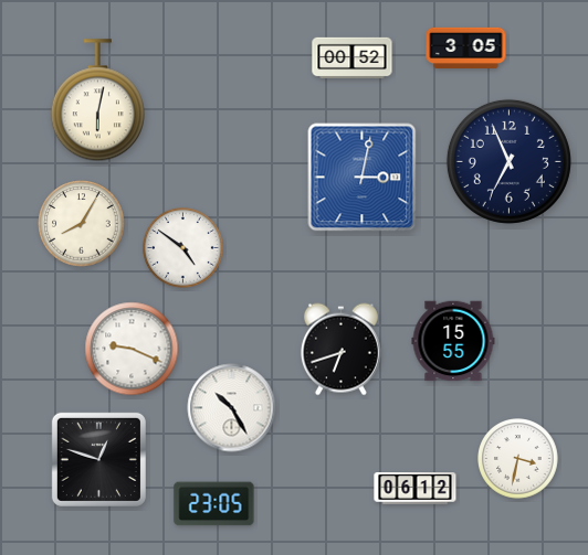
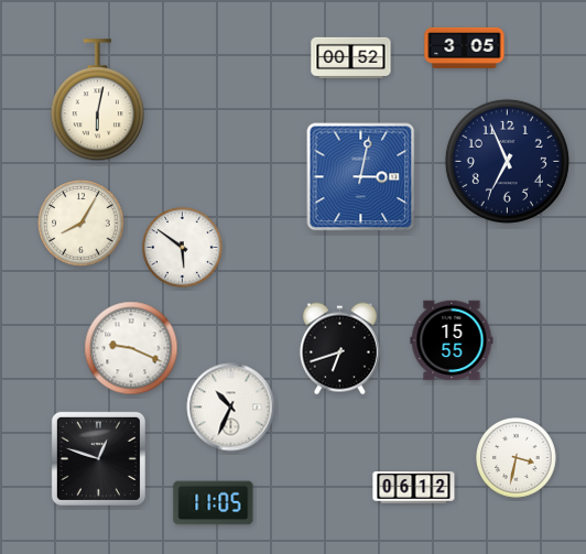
clock at (183, 248): 4:51 -> 5:51
clock at (232, 408): 10:25 -> 10:34
clock at (214, 504): 23:05 -> 11:05
